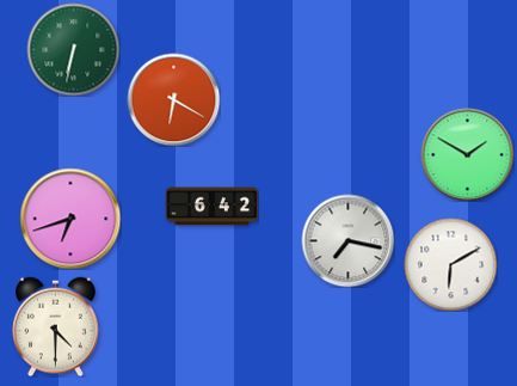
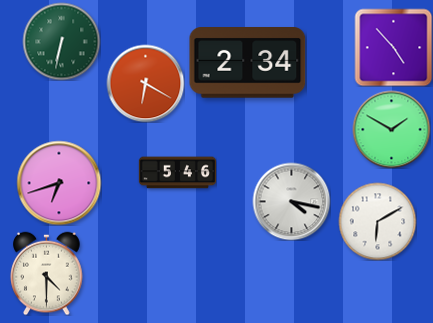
clock at (393, 47): none -> 4:53
clock at (248, 63): none -> 2:34
clock at (211, 207): 6:42 -> 5:46
clock at (347, 240): 7:17 -> 4:17
